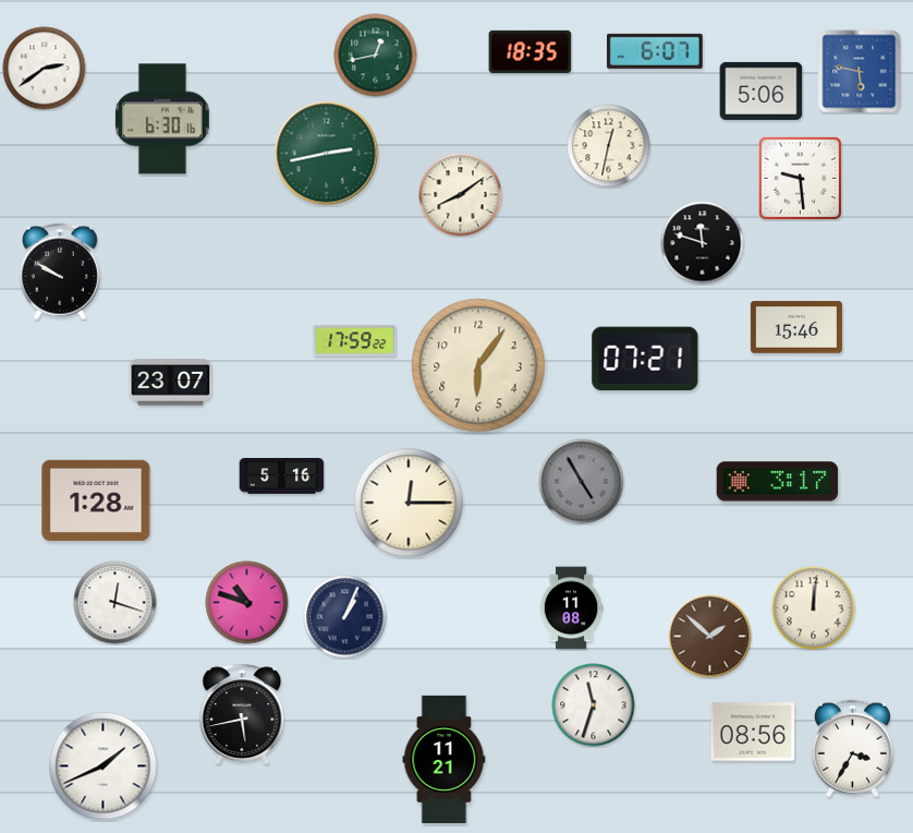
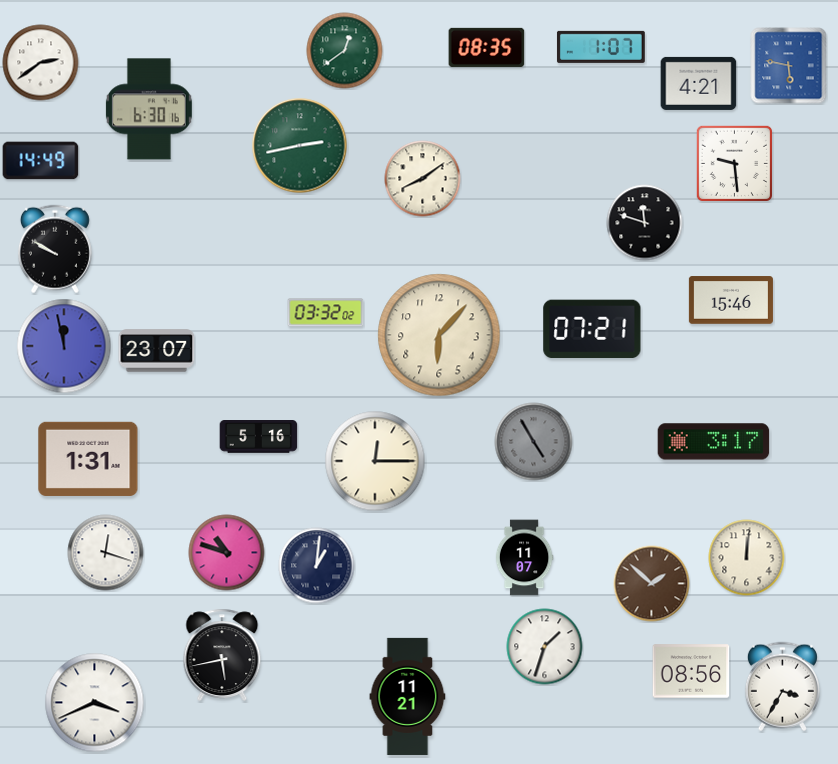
clock at (531, 51): 18:35 -> 08:35
clock at (655, 51): 6:07 -> 1:07
clock at (376, 56): 12:43 -> 12:39
clock at (762, 90): 5:06 -> 4:21
clock at (609, 146): 12:32 -> none
clock at (327, 154) position: (327, 154) -> (300, 146)
clock at (41, 161): none -> 14:49
clock at (355, 341): 17:59 -> 03:32
clock at (478, 365): 6:06 -> 6:07
clock at (64, 346): none -> 11:58
clock at (96, 500): 1:28 -> 1:31
clock at (571, 608): 11:08 -> 11:07
clock at (345, 617): 1:04 -> 1:01
clock at (594, 705): 11:33 -> 1:33
clock at (104, 766): 1:41 -> 3:41
